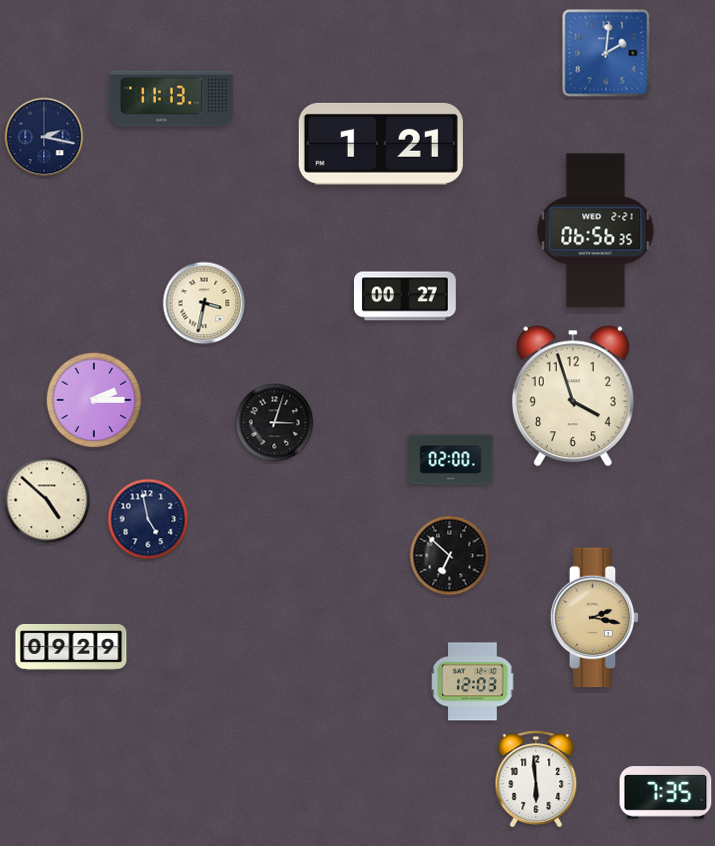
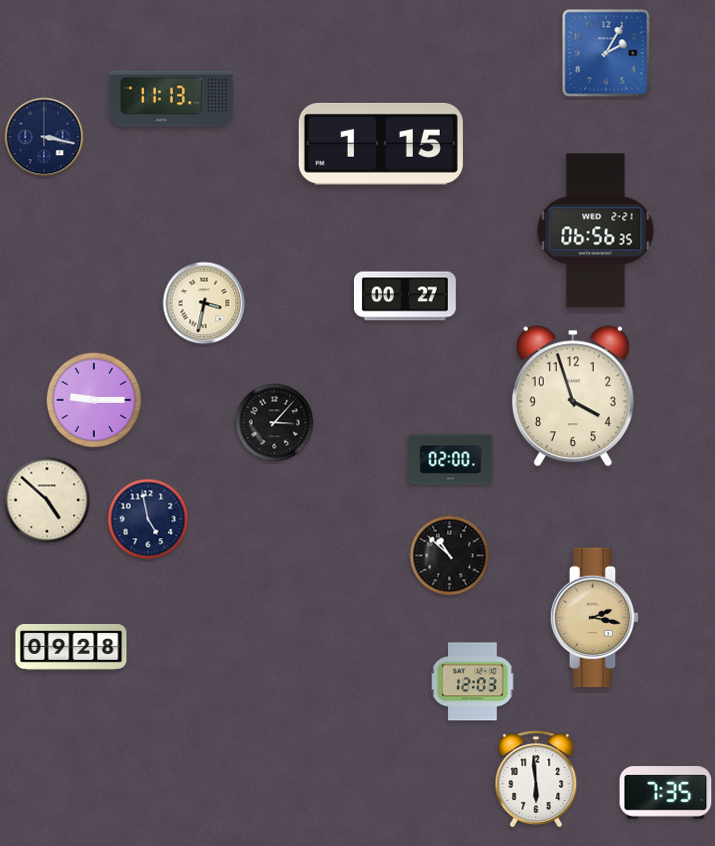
clock at (606, 53): 2:01 -> 2:05
clock at (44, 137): 2:17 -> 3:17
clock at (381, 144): 1:21 -> 1:15
clock at (94, 400): 2:15 -> 9:15
clock at (275, 423): 3:03 -> 3:07
clock at (450, 556): 6:52 -> 10:52
clock at (71, 647): 09:29 -> 09:28
